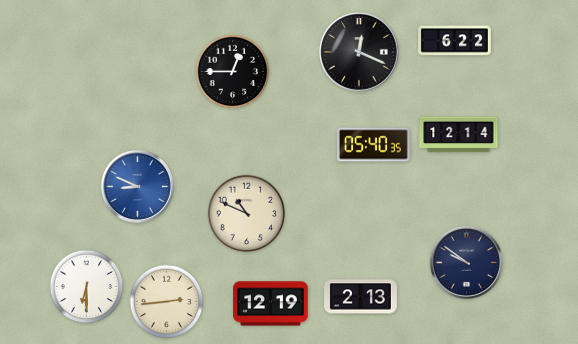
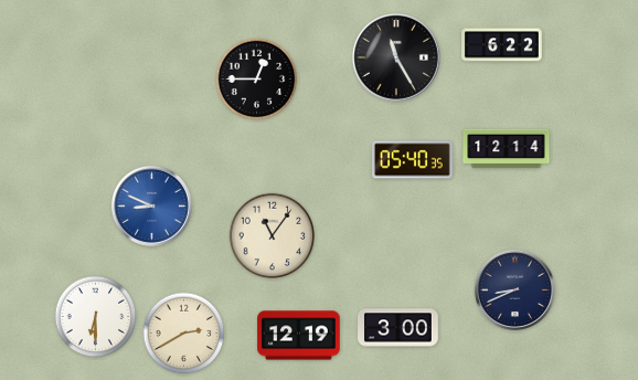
clock at (359, 52): 12:19 -> 11:25
clock at (247, 214): 10:49 -> 11:06
clock at (466, 262): 9:51 -> 8:41
clock at (361, 297): 2:13 -> 3:00
clock at (167, 302): 2:44 -> 2:40
